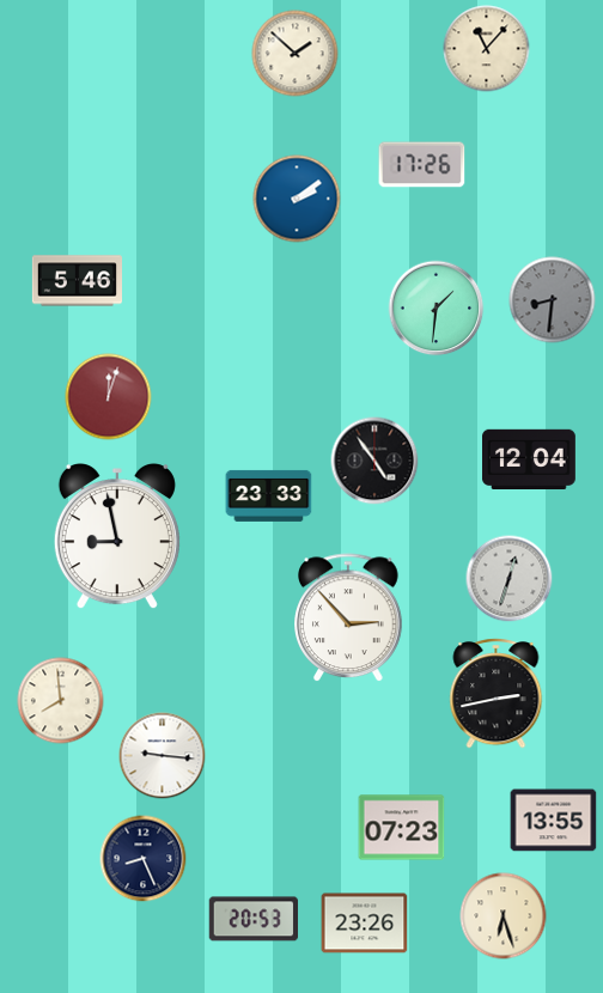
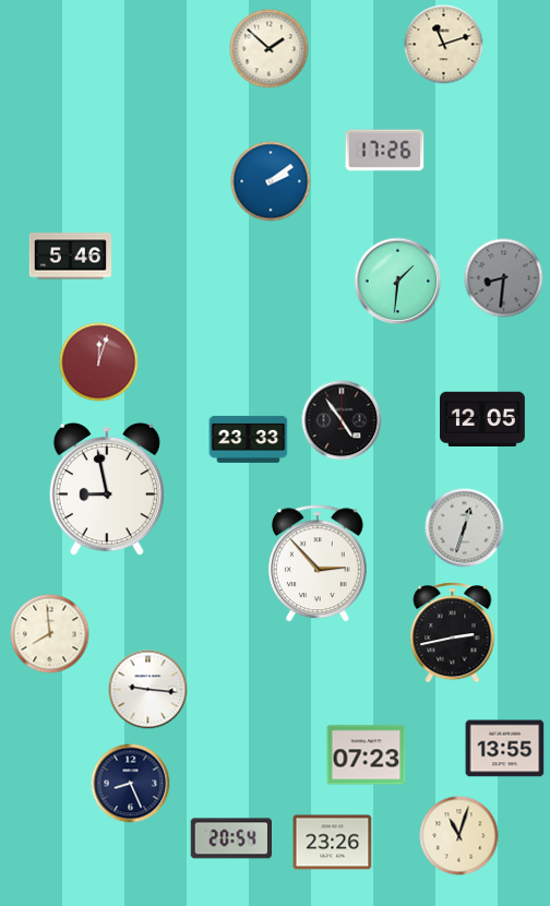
clock at (487, 49): 11:07 -> 11:12
clock at (553, 300) position: (553, 300) -> (504, 278)
clock at (530, 458): 12:04 -> 12:05
clock at (269, 495) position: (269, 495) -> (249, 439)
clock at (61, 701) position: (61, 701) -> (50, 634)
clock at (504, 916): 6:27 -> 11:03
clock at (252, 919): 20:53 -> 20:54
